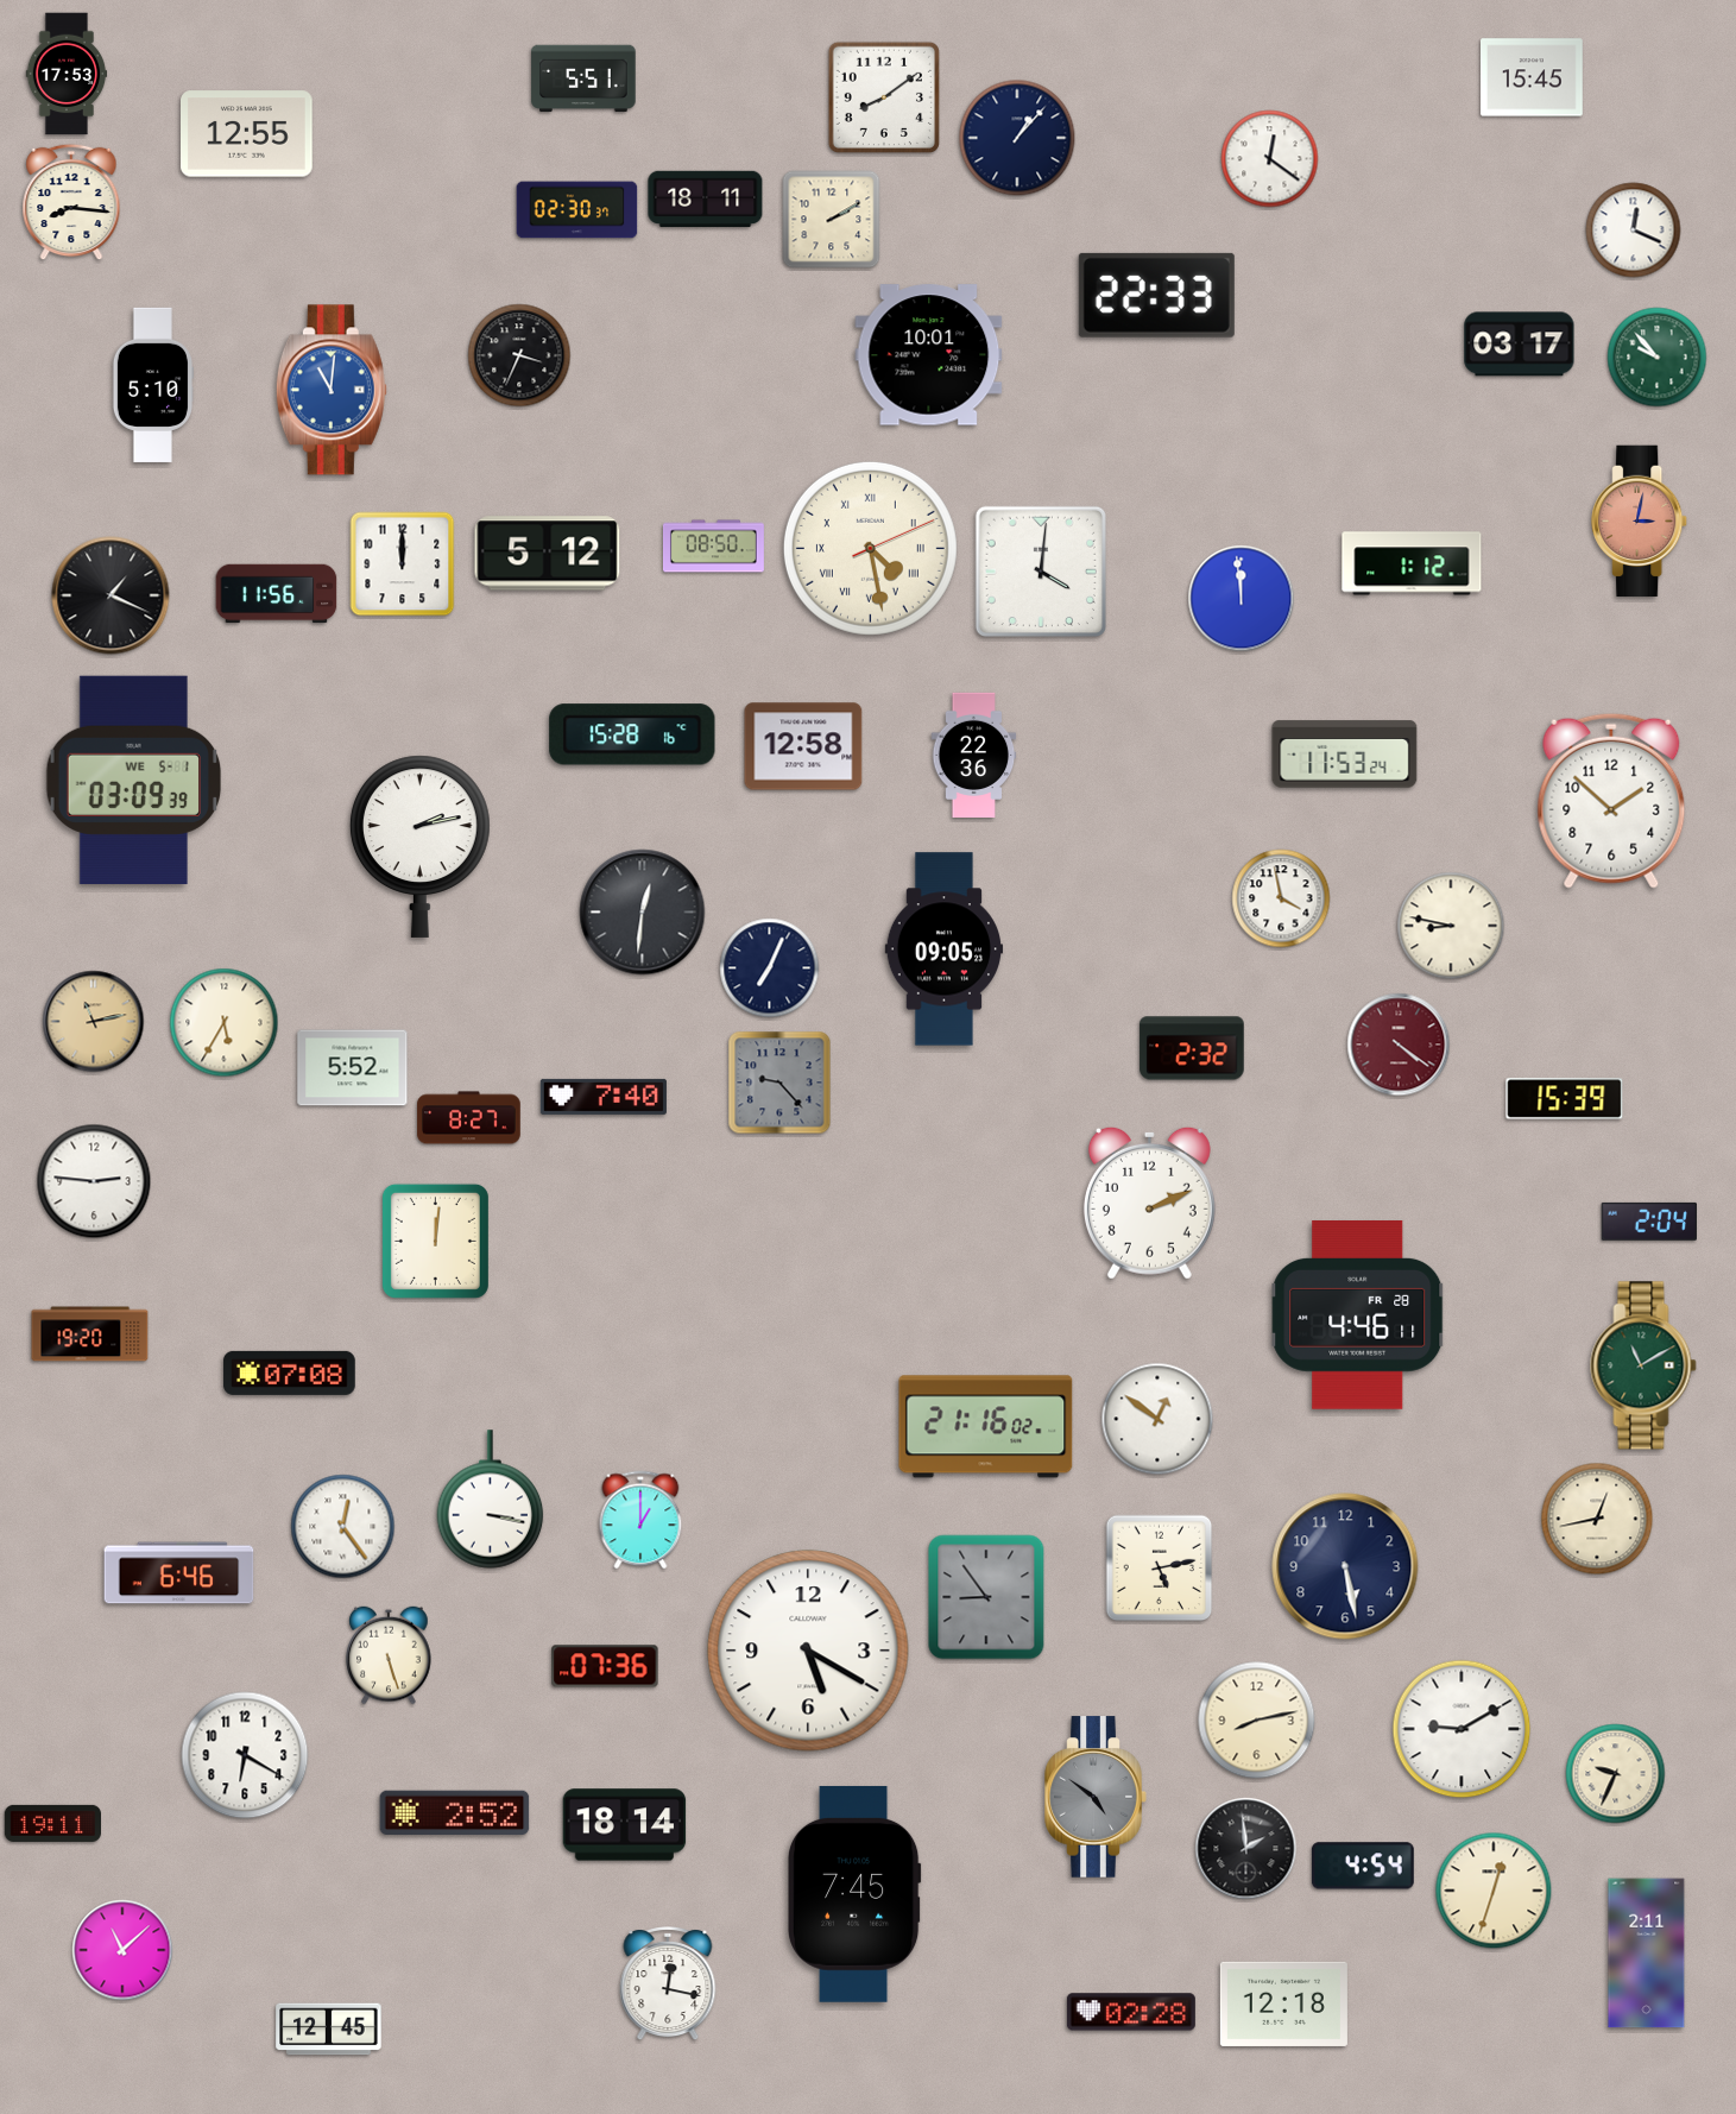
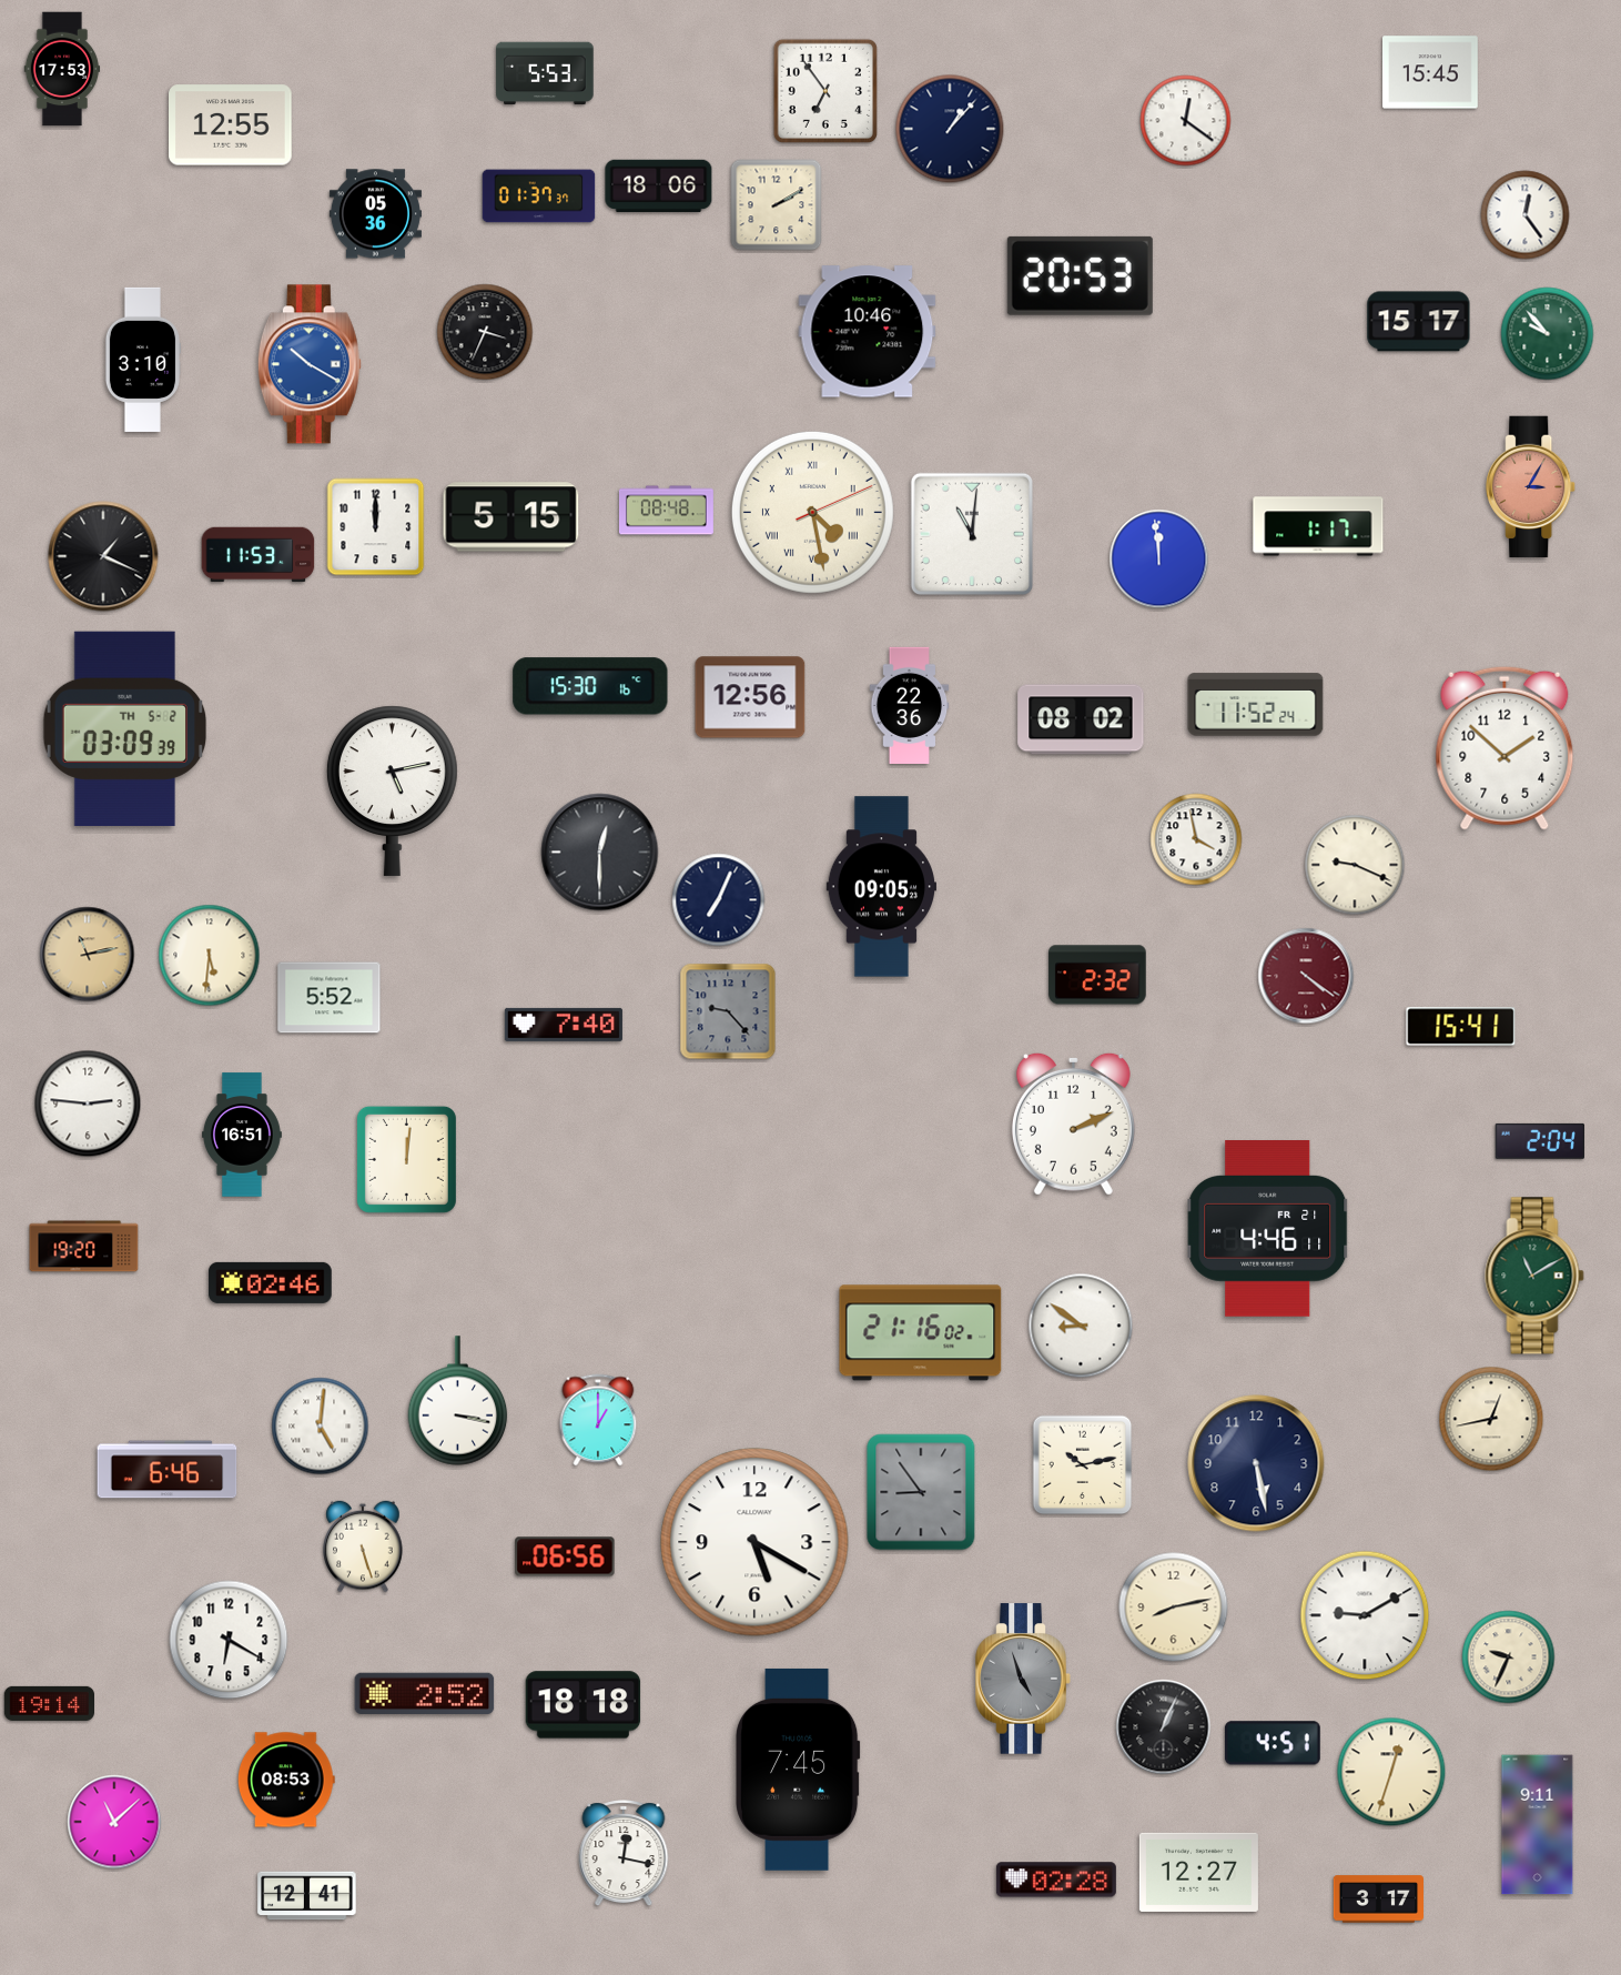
clock at (583, 78): 5:51 -> 5:53
clock at (884, 97): 8:09 -> 6:54
clock at (1270, 159) position: (1270, 159) -> (1186, 121)
clock at (706, 198): 18:11 -> 18:06
clock at (71, 202): 8:16 -> none
clock at (577, 210): 02:30 -> 01:37
clock at (375, 214): none -> 05:36
clock at (1634, 231): 12:19 -> 12:24
clock at (1156, 295): 22:33 -> 20:53
clock at (1520, 345): 03:17 -> 15:17
clock at (929, 355): 10:01 -> 10:46
clock at (152, 385): 5:10 -> 3:10
clock at (332, 390): 11:01 -> 10:20
clock at (1640, 522): 3:02 -> 3:05
clock at (713, 547): 08:50 -> 08:48
clock at (548, 554): 5:12 -> 5:15
clock at (1412, 563): 1:12 -> 1:17
clock at (1041, 572): 4:01 -> 11:01
clock at (277, 594): 11:56 -> 11:53
clock at (632, 734): 15:28 -> 15:30
clock at (803, 746): 12:58 -> 12:56
clock at (1345, 755): 11:53 -> 11:52
clock at (1081, 719): none -> 08:02
clock at (133, 780) date: WE 5-1 -> TH 5-2
clock at (419, 846): 2:13 -> 5:13
clock at (643, 913): 12:31 -> 12:30
clock at (1451, 926): 8:47 -> 9:19
clock at (770, 968) position: (770, 968) -> (719, 900)
clock at (225, 1023): 5:35 -> 5:31
clock at (1192, 1048) position: (1192, 1048) -> (1097, 975)
clock at (1565, 1099): 15:39 -> 15:41
clock at (469, 1118): 8:27 -> none
clock at (242, 1135): none -> 16:51
clock at (1358, 1315) date: FR 28 -> FR 21
clock at (290, 1372): 07:08 -> 02:46
clock at (1157, 1419): 12:51 -> 8:51
clock at (343, 1527): 12:24 -> 5:01
clock at (1160, 1569): 5:13 -> 10:13
clock at (605, 1666): 07:36 -> 06:56
clock at (1096, 1797): 4:51 -> 4:57
clock at (52, 1823): 19:11 -> 19:14
clock at (625, 1825): 18:14 -> 18:18
clock at (1246, 1849): 1:59 -> 1:04
clock at (1363, 1866): 4:54 -> 4:51
clock at (1494, 1891) position: (1494, 1891) -> (1391, 1772)
clock at (286, 1780): none -> 08:53
clock at (1647, 1954): 2:11 -> 9:11
clock at (1283, 2003): 12:18 -> 12:27
clock at (329, 2030): 12:45 -> 12:41
clock at (1378, 1900): none -> 3:17
